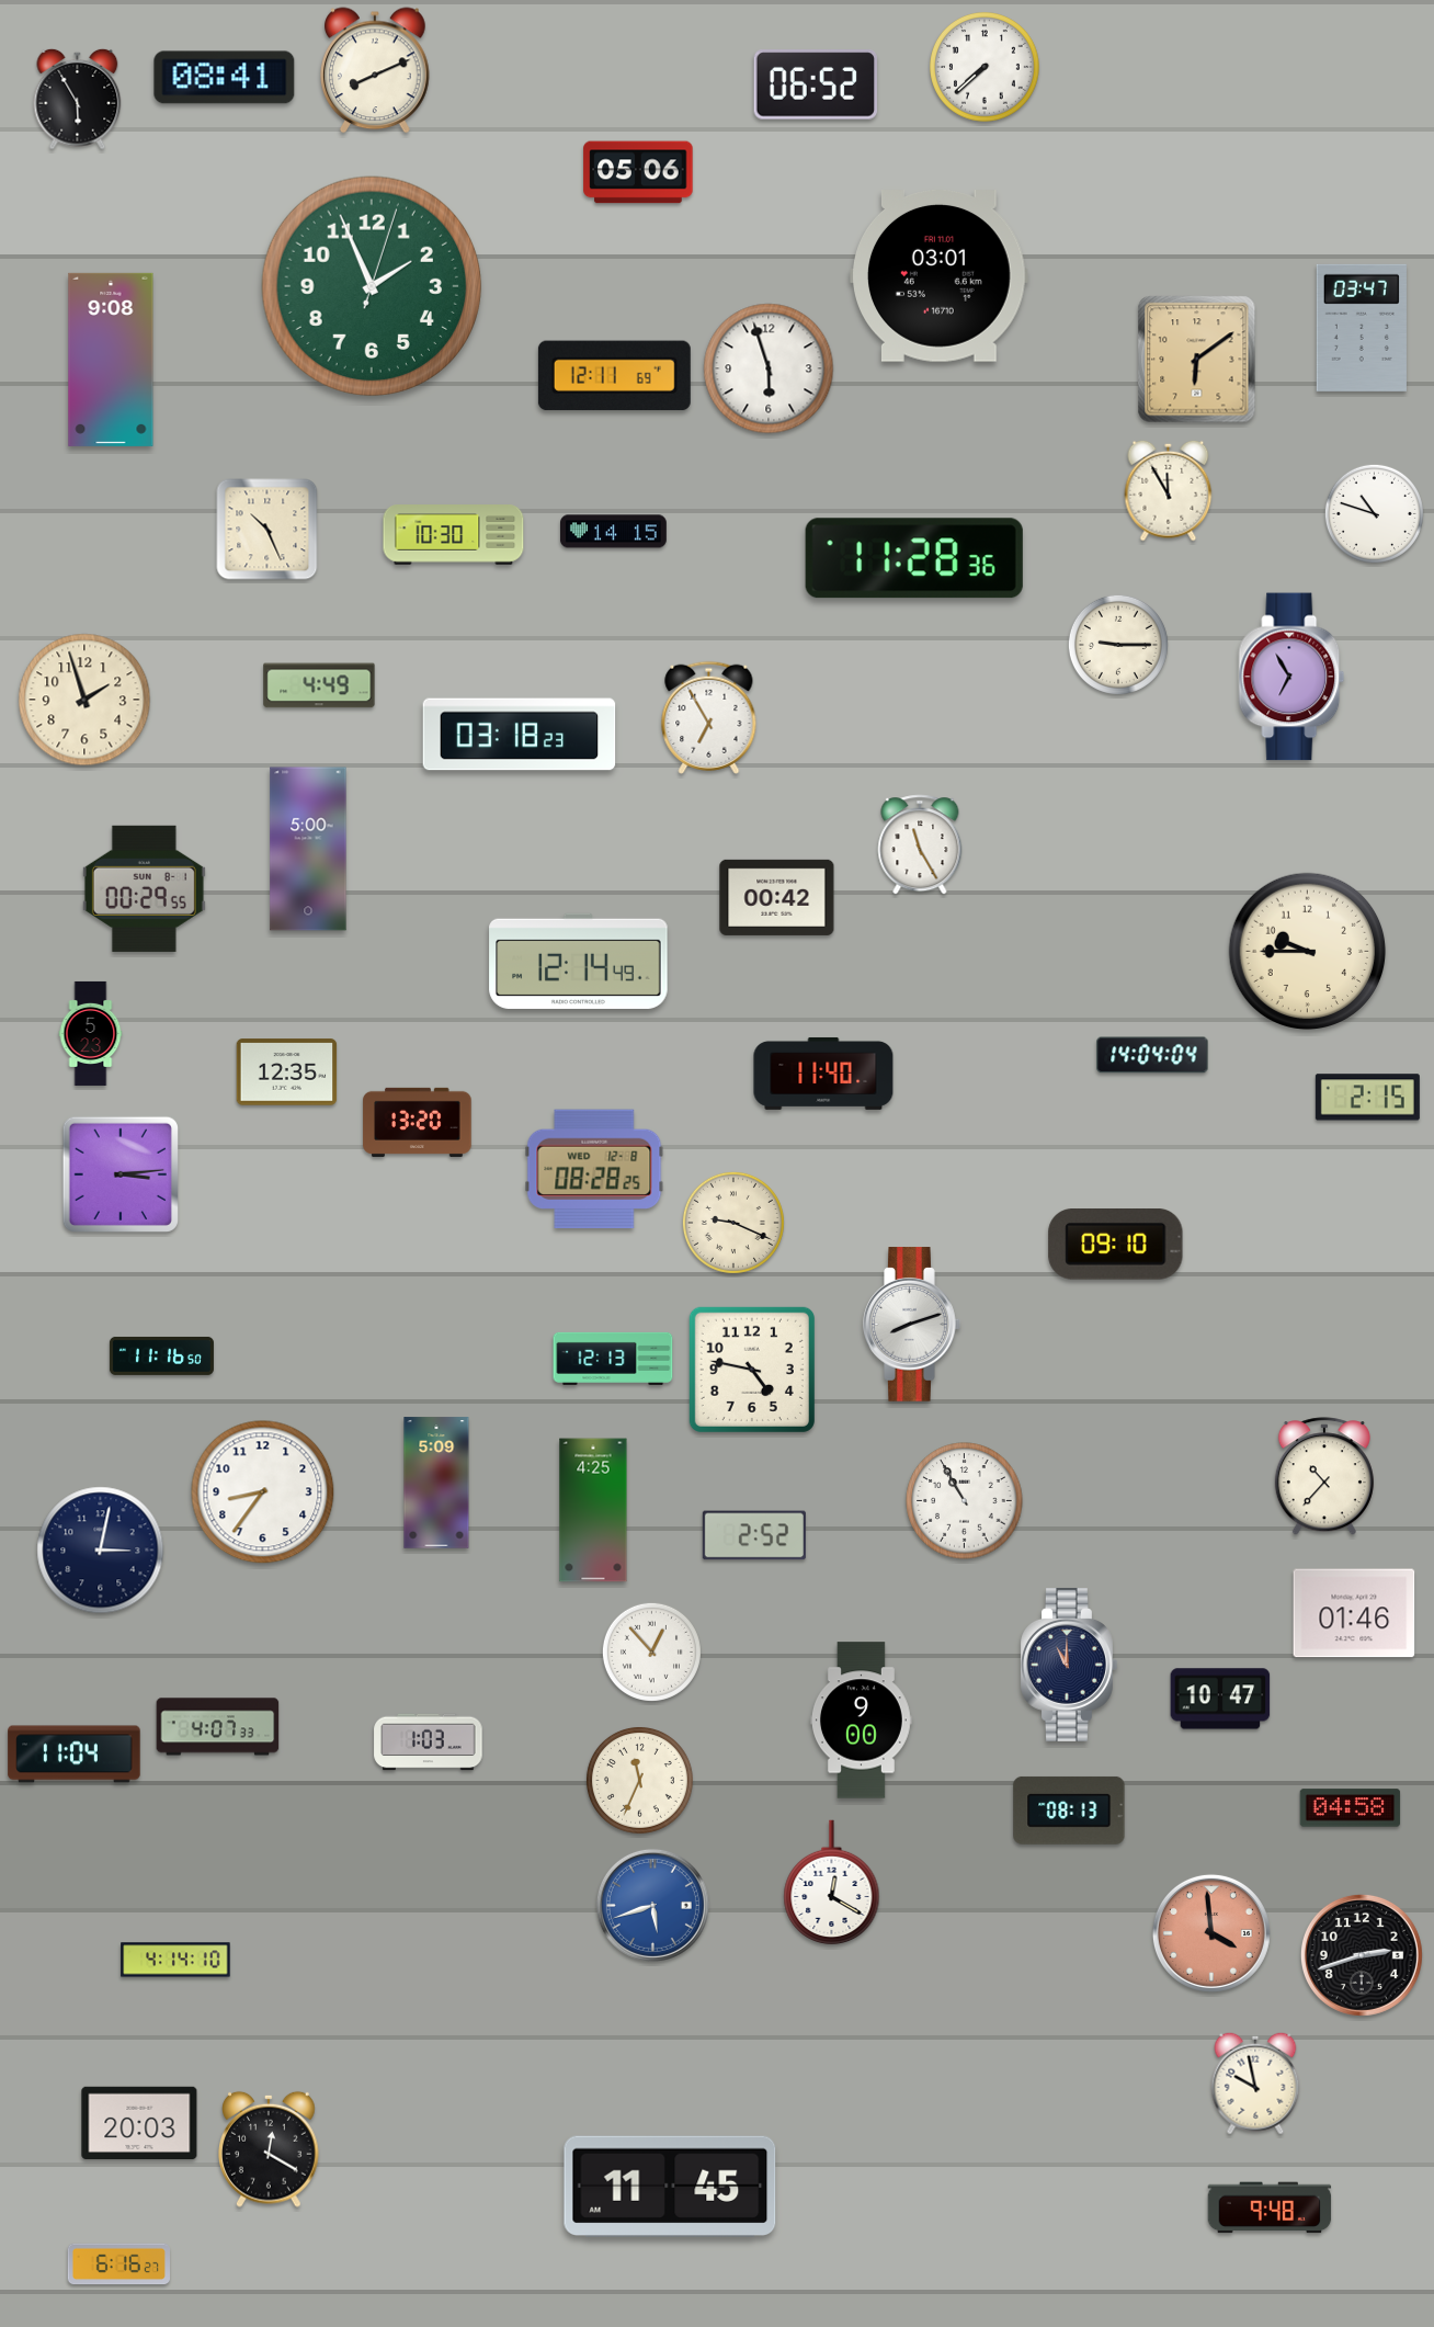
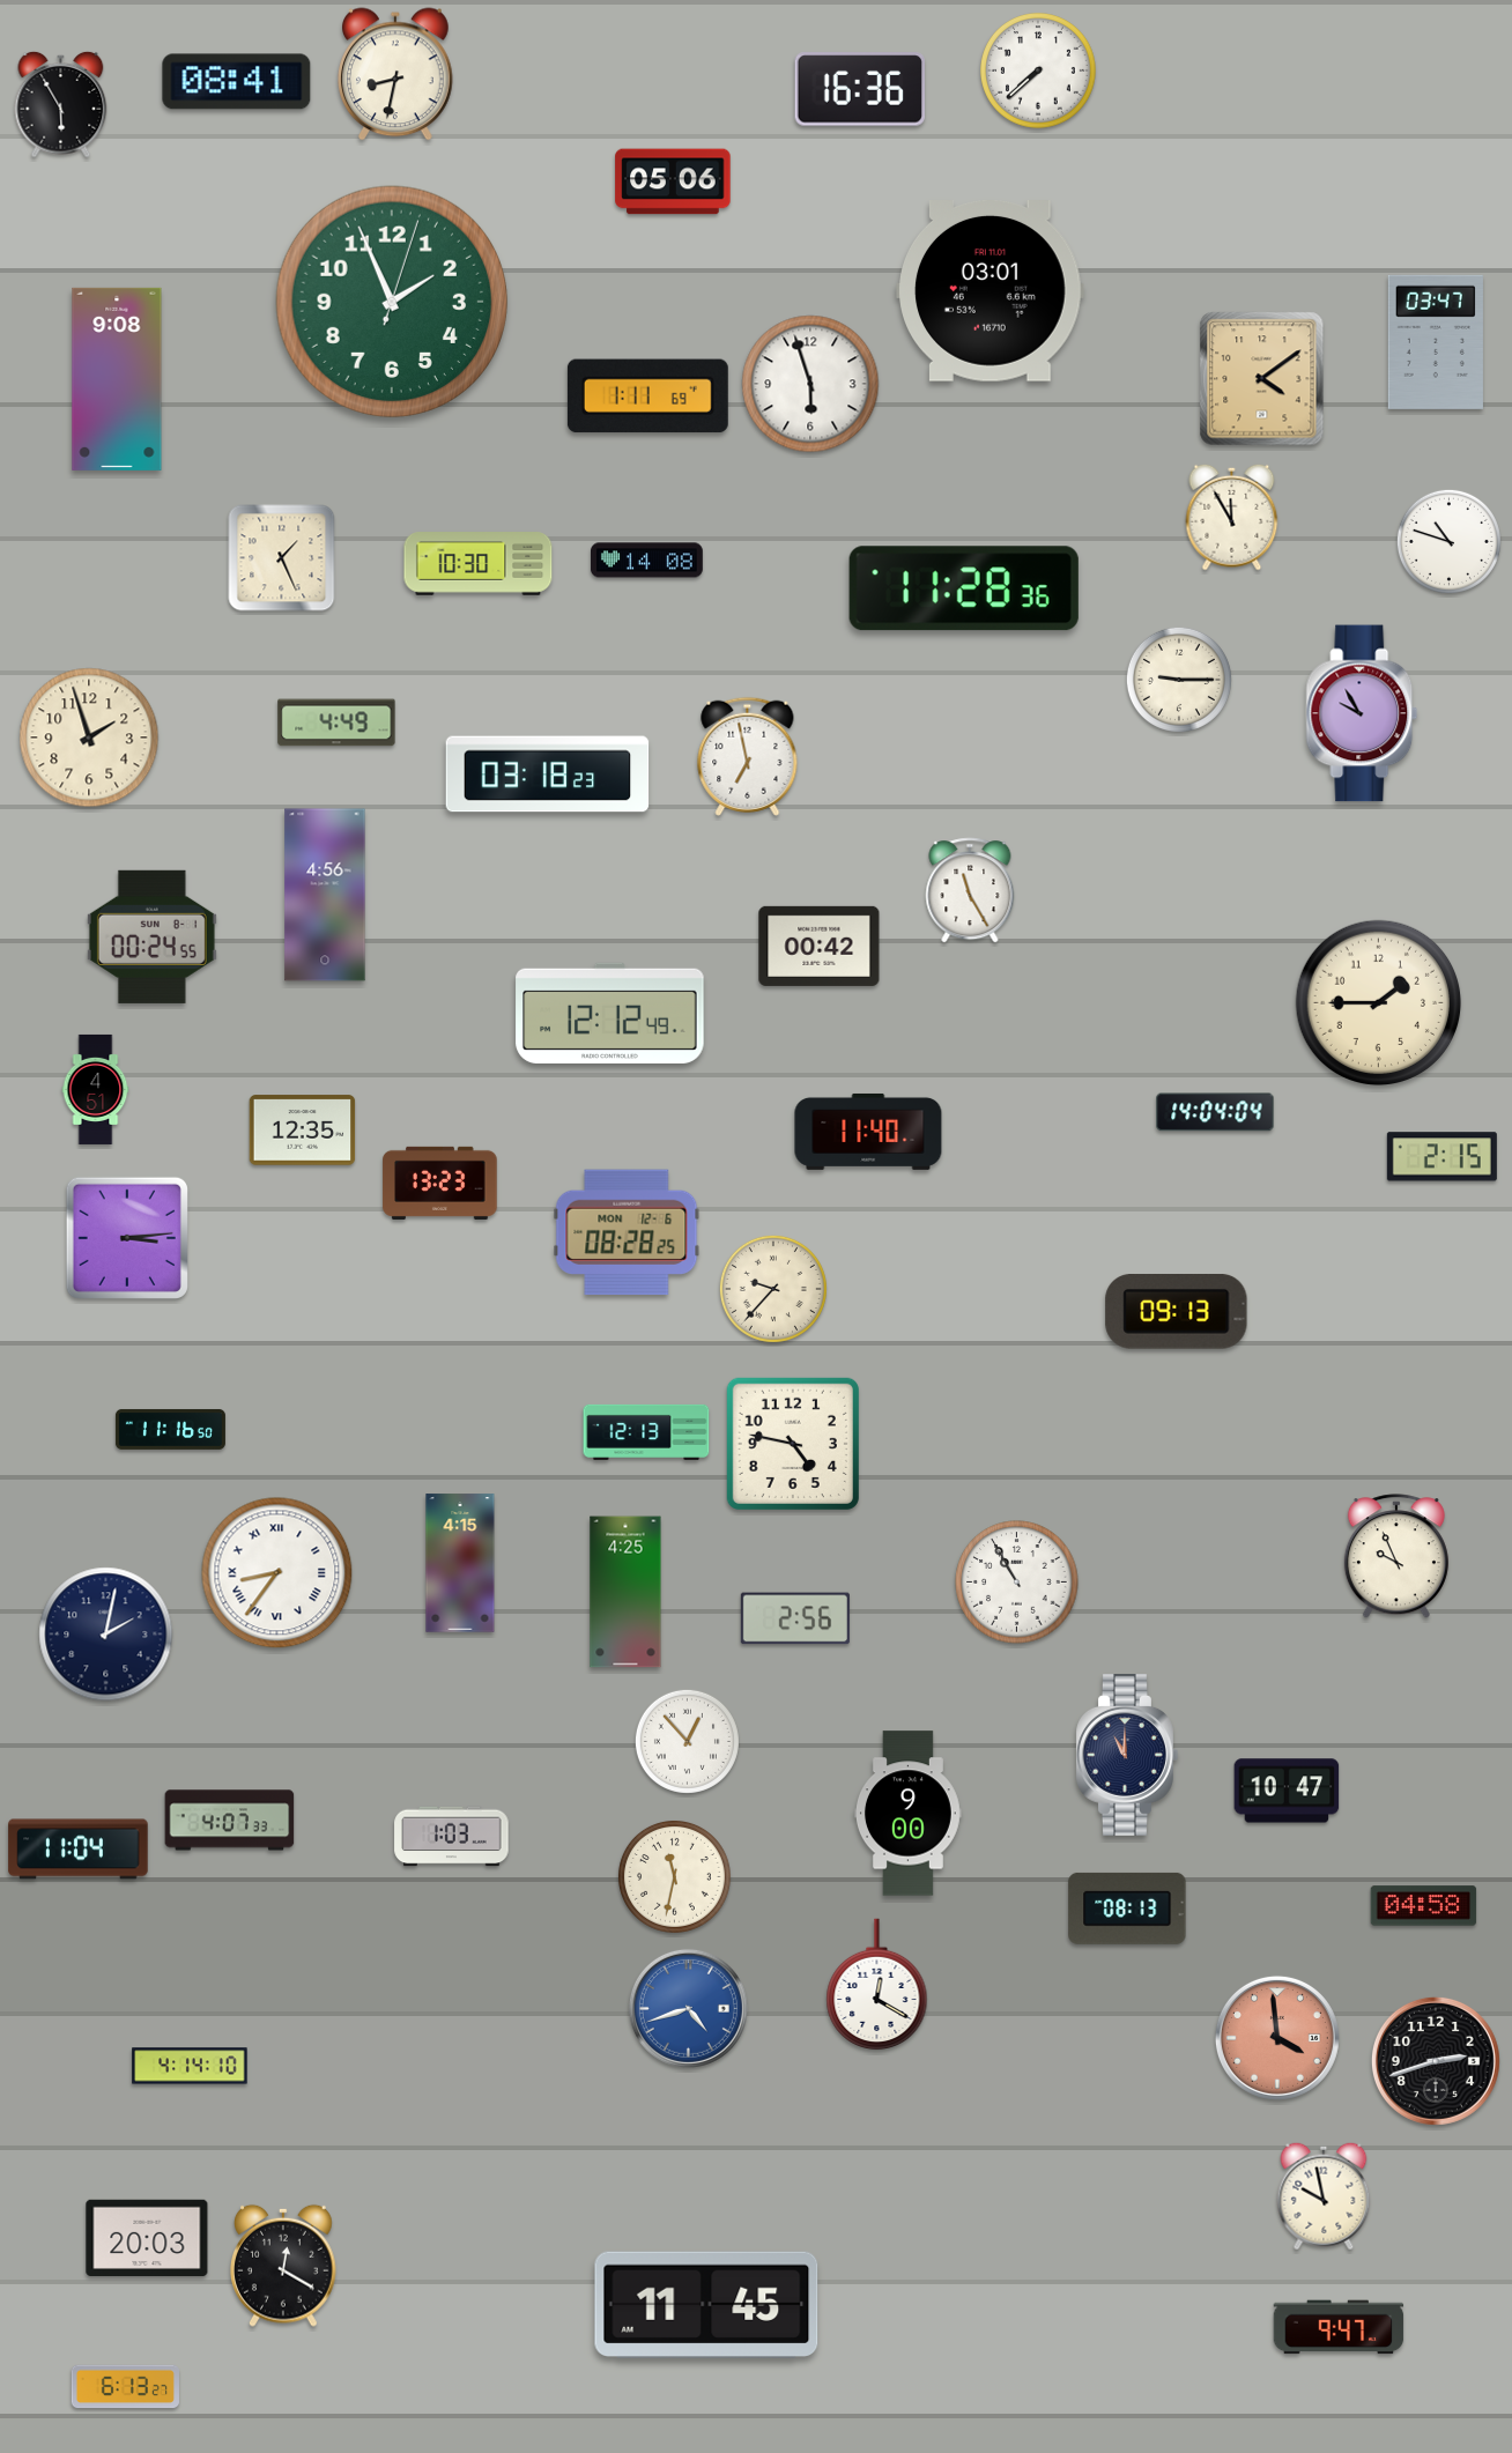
clock at (375, 70): 8:11 -> 8:32
clock at (815, 84): 06:52 -> 16:36
clock at (78, 99) position: (78, 99) -> (61, 104)
clock at (1362, 328) position: (1362, 328) -> (1436, 342)
clock at (1197, 360): 6:09 -> 4:09
clock at (769, 368) position: (769, 368) -> (810, 384)
clock at (614, 376): 12:11 -> 1:11
clock at (268, 530): 10:26 -> 1:26
clock at (614, 532): 14:15 -> 14:08
clock at (1291, 677): 6:55 -> 9:55
clock at (709, 717): 6:55 -> 6:58
clock at (308, 849): 5:00 -> 4:56
clock at (144, 888): 00:29 -> 00:24
clock at (1308, 952): 9:45 -> 1:45
clock at (579, 961): 12:14 -> 12:12
clock at (91, 1033): 5:23 -> 4:51
clock at (418, 1122): 13:20 -> 13:23
clock at (594, 1169) date: WED 12-8 -> MON 12-6
clock at (733, 1223): 9:19 -> 9:37
clock at (1116, 1245): 09:10 -> 09:13
clock at (912, 1325): 8:12 -> none
clock at (1324, 1477): 10:37 -> 9:56
clock at (436, 1483): 5:09 -> 4:15
clock at (263, 1492) numerals: Arabic -> Roman
clock at (754, 1535): 2:52 -> 2:56
clock at (101, 1551): 3:02 -> 2:02
clock at (1354, 1613): 01:46 -> none
clock at (639, 1780): 11:34 -> 11:32
clock at (652, 1905): 5:42 -> 4:42
clock at (175, 1960) position: (175, 1960) -> (190, 2066)
clock at (1270, 2207): 9:48 -> 9:47
clock at (118, 2264): 6:16 -> 6:13
